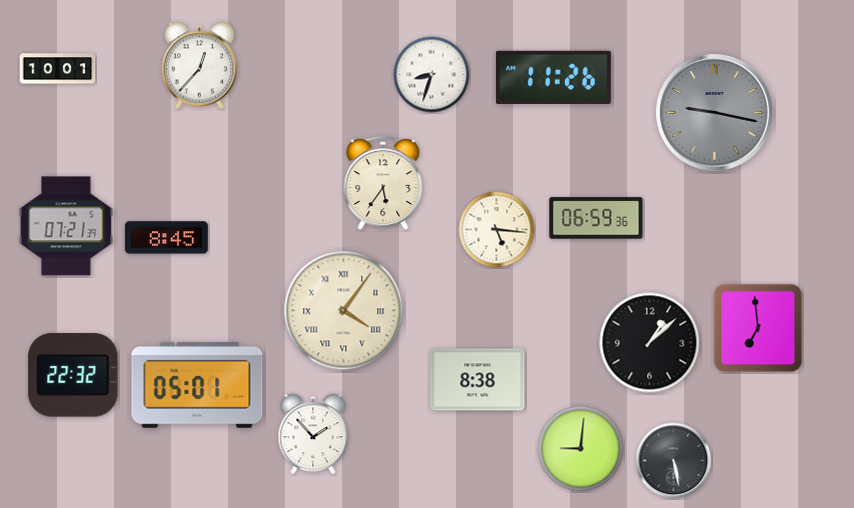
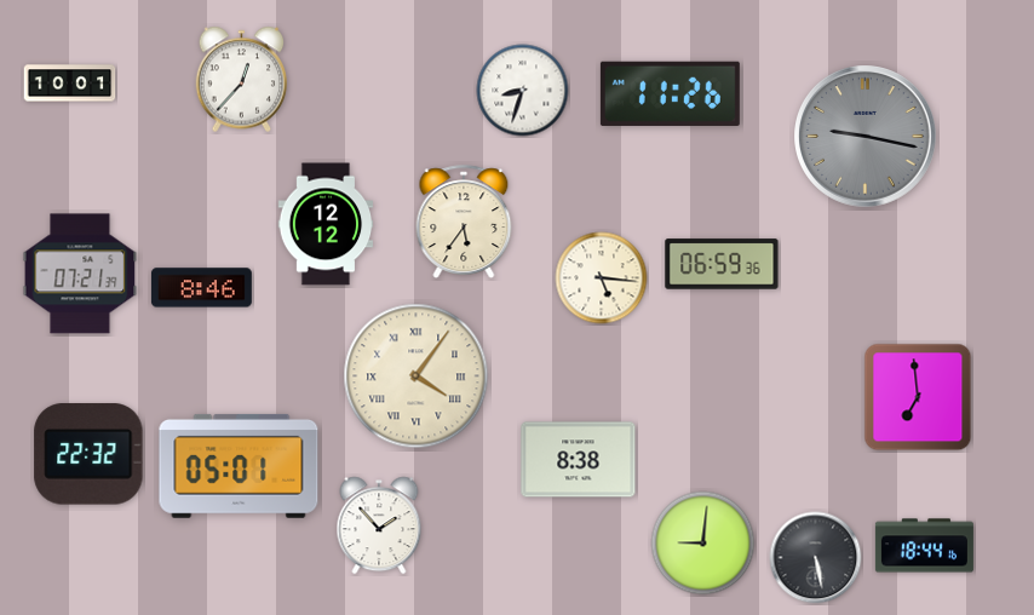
clock at (326, 224): none -> 12:12
clock at (166, 238): 8:45 -> 8:46
clock at (650, 343): 1:08 -> none
clock at (924, 546): none -> 18:44
